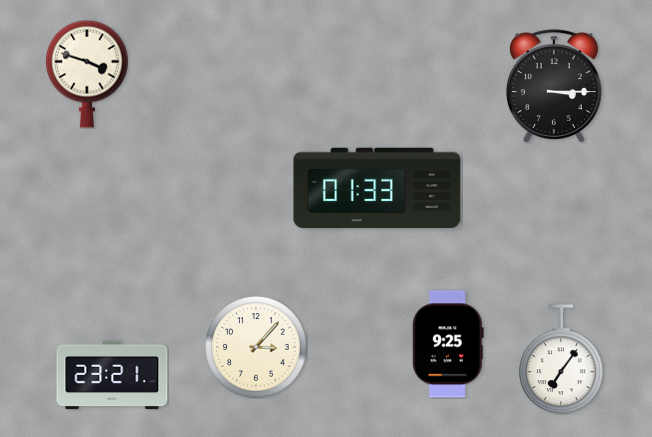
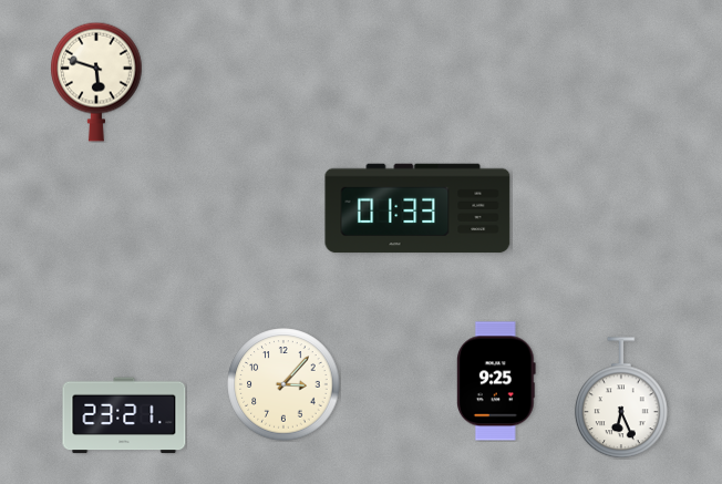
clock at (88, 74): 3:48 -> 5:48
clock at (554, 86): 3:15 -> none
clock at (562, 359): 7:06 -> 6:26
